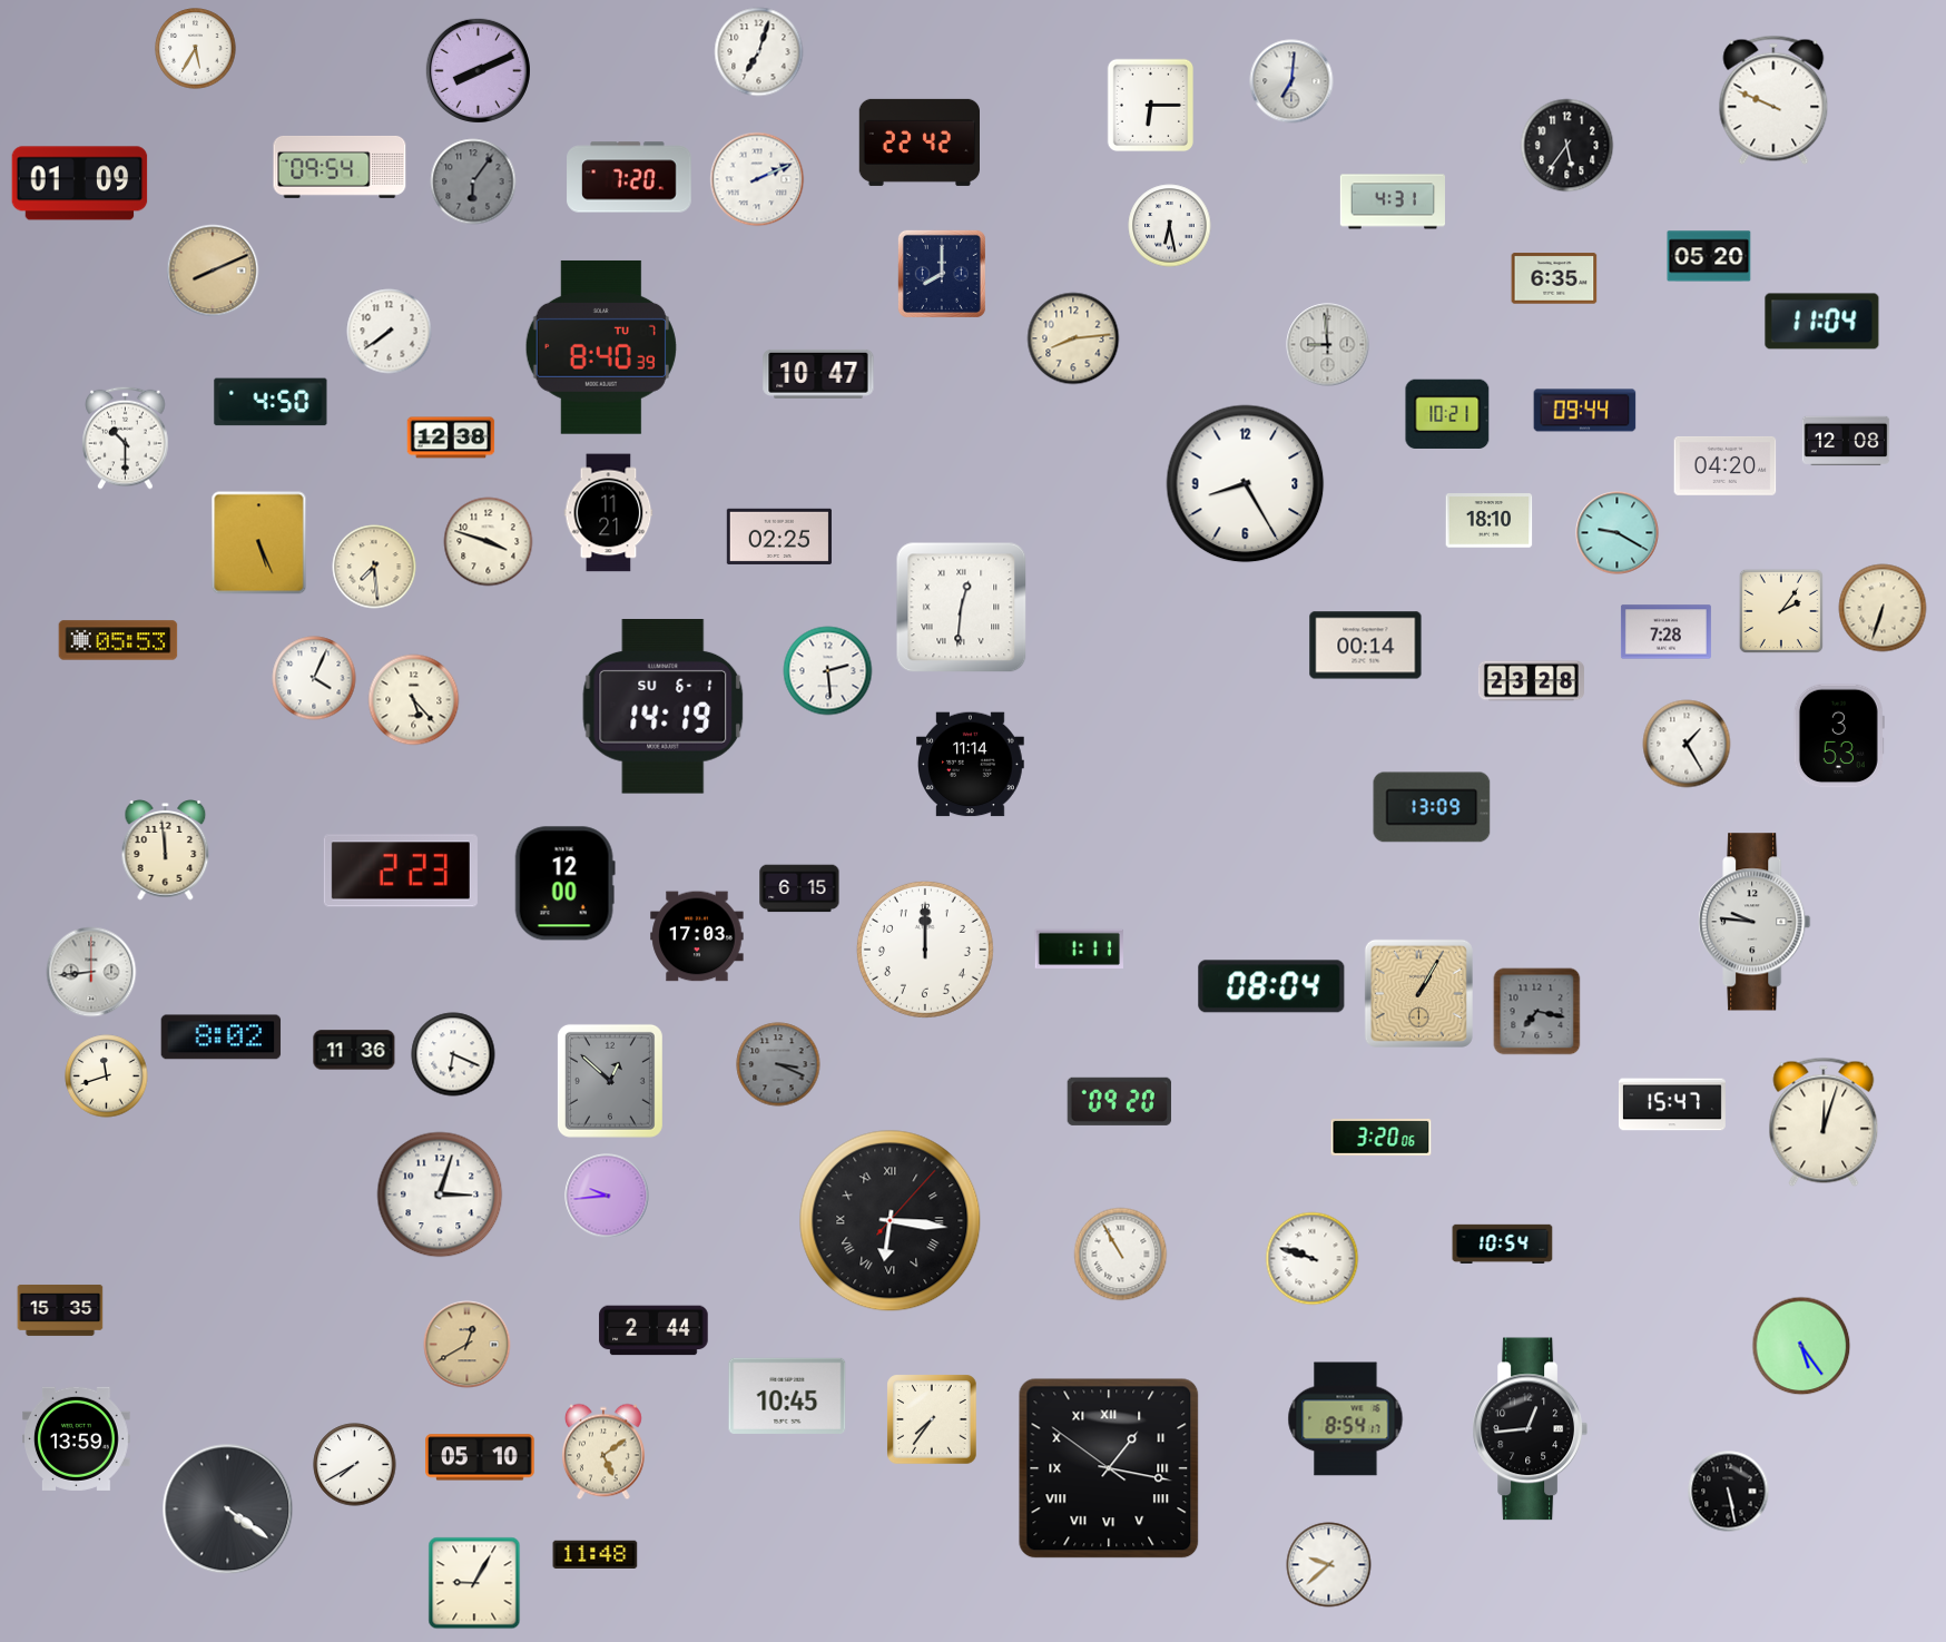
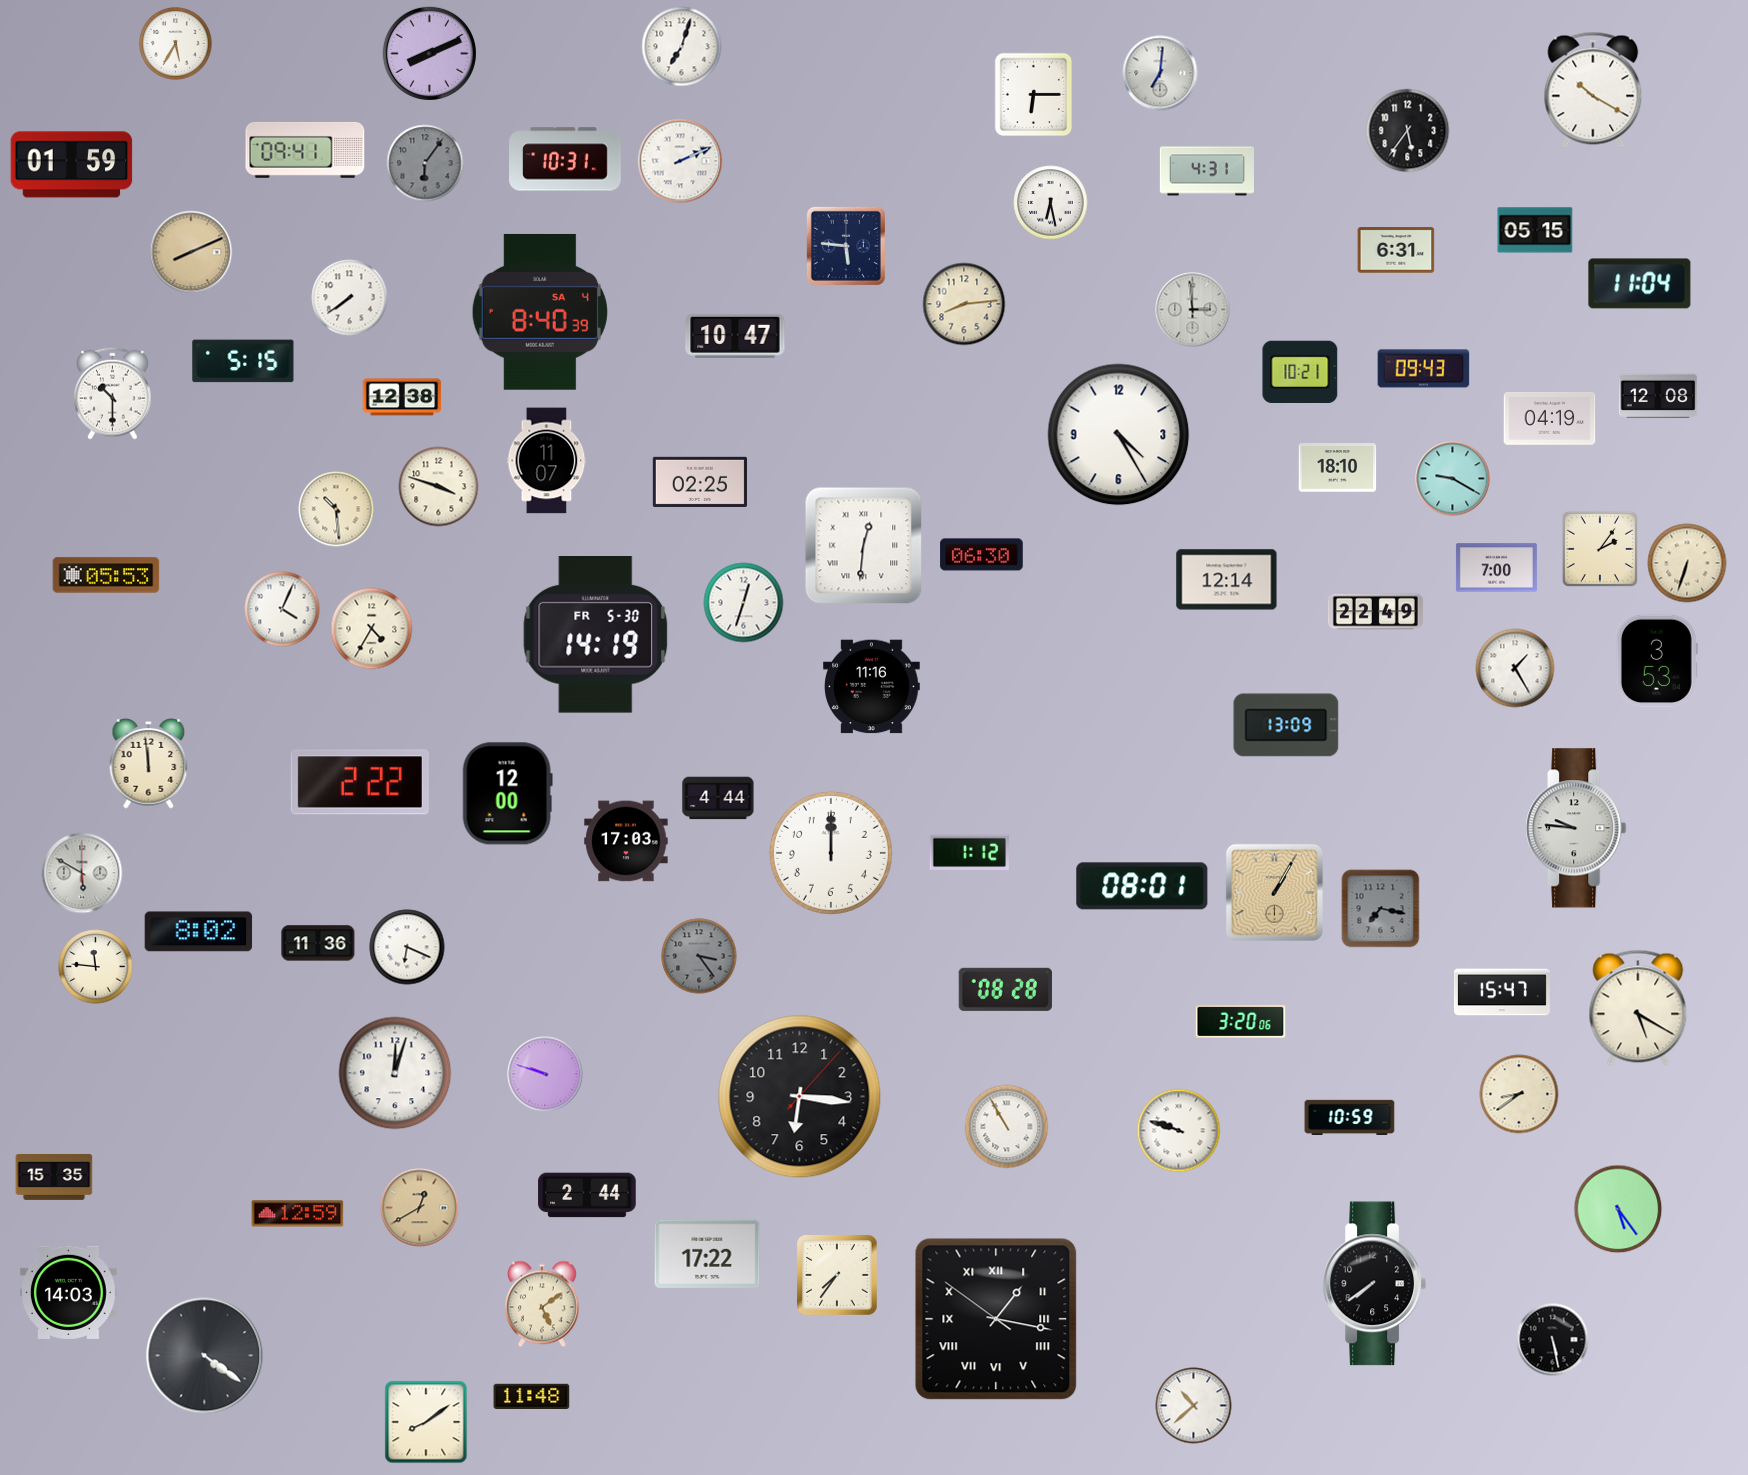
clock at (478, 70) position: (478, 70) -> (429, 53)
clock at (1773, 100): 9:49 -> 10:20
clock at (918, 142): 22:42 -> none
clock at (340, 167): 09:54 -> 09:41
clock at (629, 177): 7:20 -> 10:31
clock at (80, 184): 01:09 -> 01:59
clock at (1392, 201) position: (1392, 201) -> (1206, 171)
clock at (1709, 256): 05:20 -> 05:15
clock at (213, 271) position: (213, 271) -> (191, 252)
clock at (942, 274): 8:00 -> 5:46
clock at (1554, 278): 6:35 -> 6:31
clock at (1822, 322) position: (1822, 322) -> (1640, 284)
clock at (1328, 345): 8:59 -> 2:59
clock at (601, 347) date: TU 7 -> SA 4
clock at (271, 402): 4:50 -> 5:15
clock at (1585, 411): 09:44 -> 09:43
clock at (451, 437) position: (451, 437) -> (402, 397)
clock at (1726, 465): 04:20 -> 04:19
clock at (1246, 484): 8:25 -> 4:25
clock at (609, 513): 11:21 -> 11:07
clock at (259, 543): 5:26 -> none
clock at (374, 567): 7:29 -> 10:29
clock at (1883, 608) position: (1883, 608) -> (1687, 563)
clock at (982, 555): none -> 06:30
clock at (1665, 632): 7:28 -> 7:00
clock at (1366, 646): 00:14 -> 12:14
clock at (828, 671): 2:29 -> 12:33
clock at (1531, 681): 23:28 -> 22:49
clock at (414, 700): 5:23 -> 4:35
clock at (664, 707) date: SU 6-1 -> FR 5-30
clock at (1839, 736) position: (1839, 736) -> (1657, 661)
clock at (971, 765): 11:14 -> 11:16
clock at (401, 871): 2:23 -> 2:22
clock at (799, 888): 6:15 -> 4:44
clock at (1079, 948): 1:11 -> 1:12
clock at (91, 972): 8:44 -> 5:50
clock at (1271, 986): 08:04 -> 08:01
clock at (778, 1064): 3:19 -> 3:24
clock at (107, 1076): 11:42 -> 11:46
clock at (610, 1081): 12:52 -> none
clock at (1119, 1101): 09:20 -> 08:28
clock at (1824, 1122): 12:03 -> 5:20
clock at (440, 1194): 3:03 -> 12:03
clock at (607, 1196): 9:44 -> 9:48
clock at (1519, 1094): none -> 8:39
clock at (891, 1221) numerals: Roman -> Arabic
clock at (1503, 1243): 10:54 -> 10:59
clock at (298, 1214): none -> 12:59
clock at (787, 1396): 10:45 -> 17:22
clock at (1346, 1419): 8:54 -> none
clock at (1530, 1429): 12:44 -> 7:39
clock at (77, 1438): 13:59 -> 14:03
clock at (480, 1457): 05:10 -> none
clock at (355, 1465): 7:40 -> none
clock at (596, 1554) position: (596, 1554) -> (532, 1396)
clock at (1329, 1565): 9:38 -> 10:38
clock at (474, 1583): 9:05 -> 8:09
